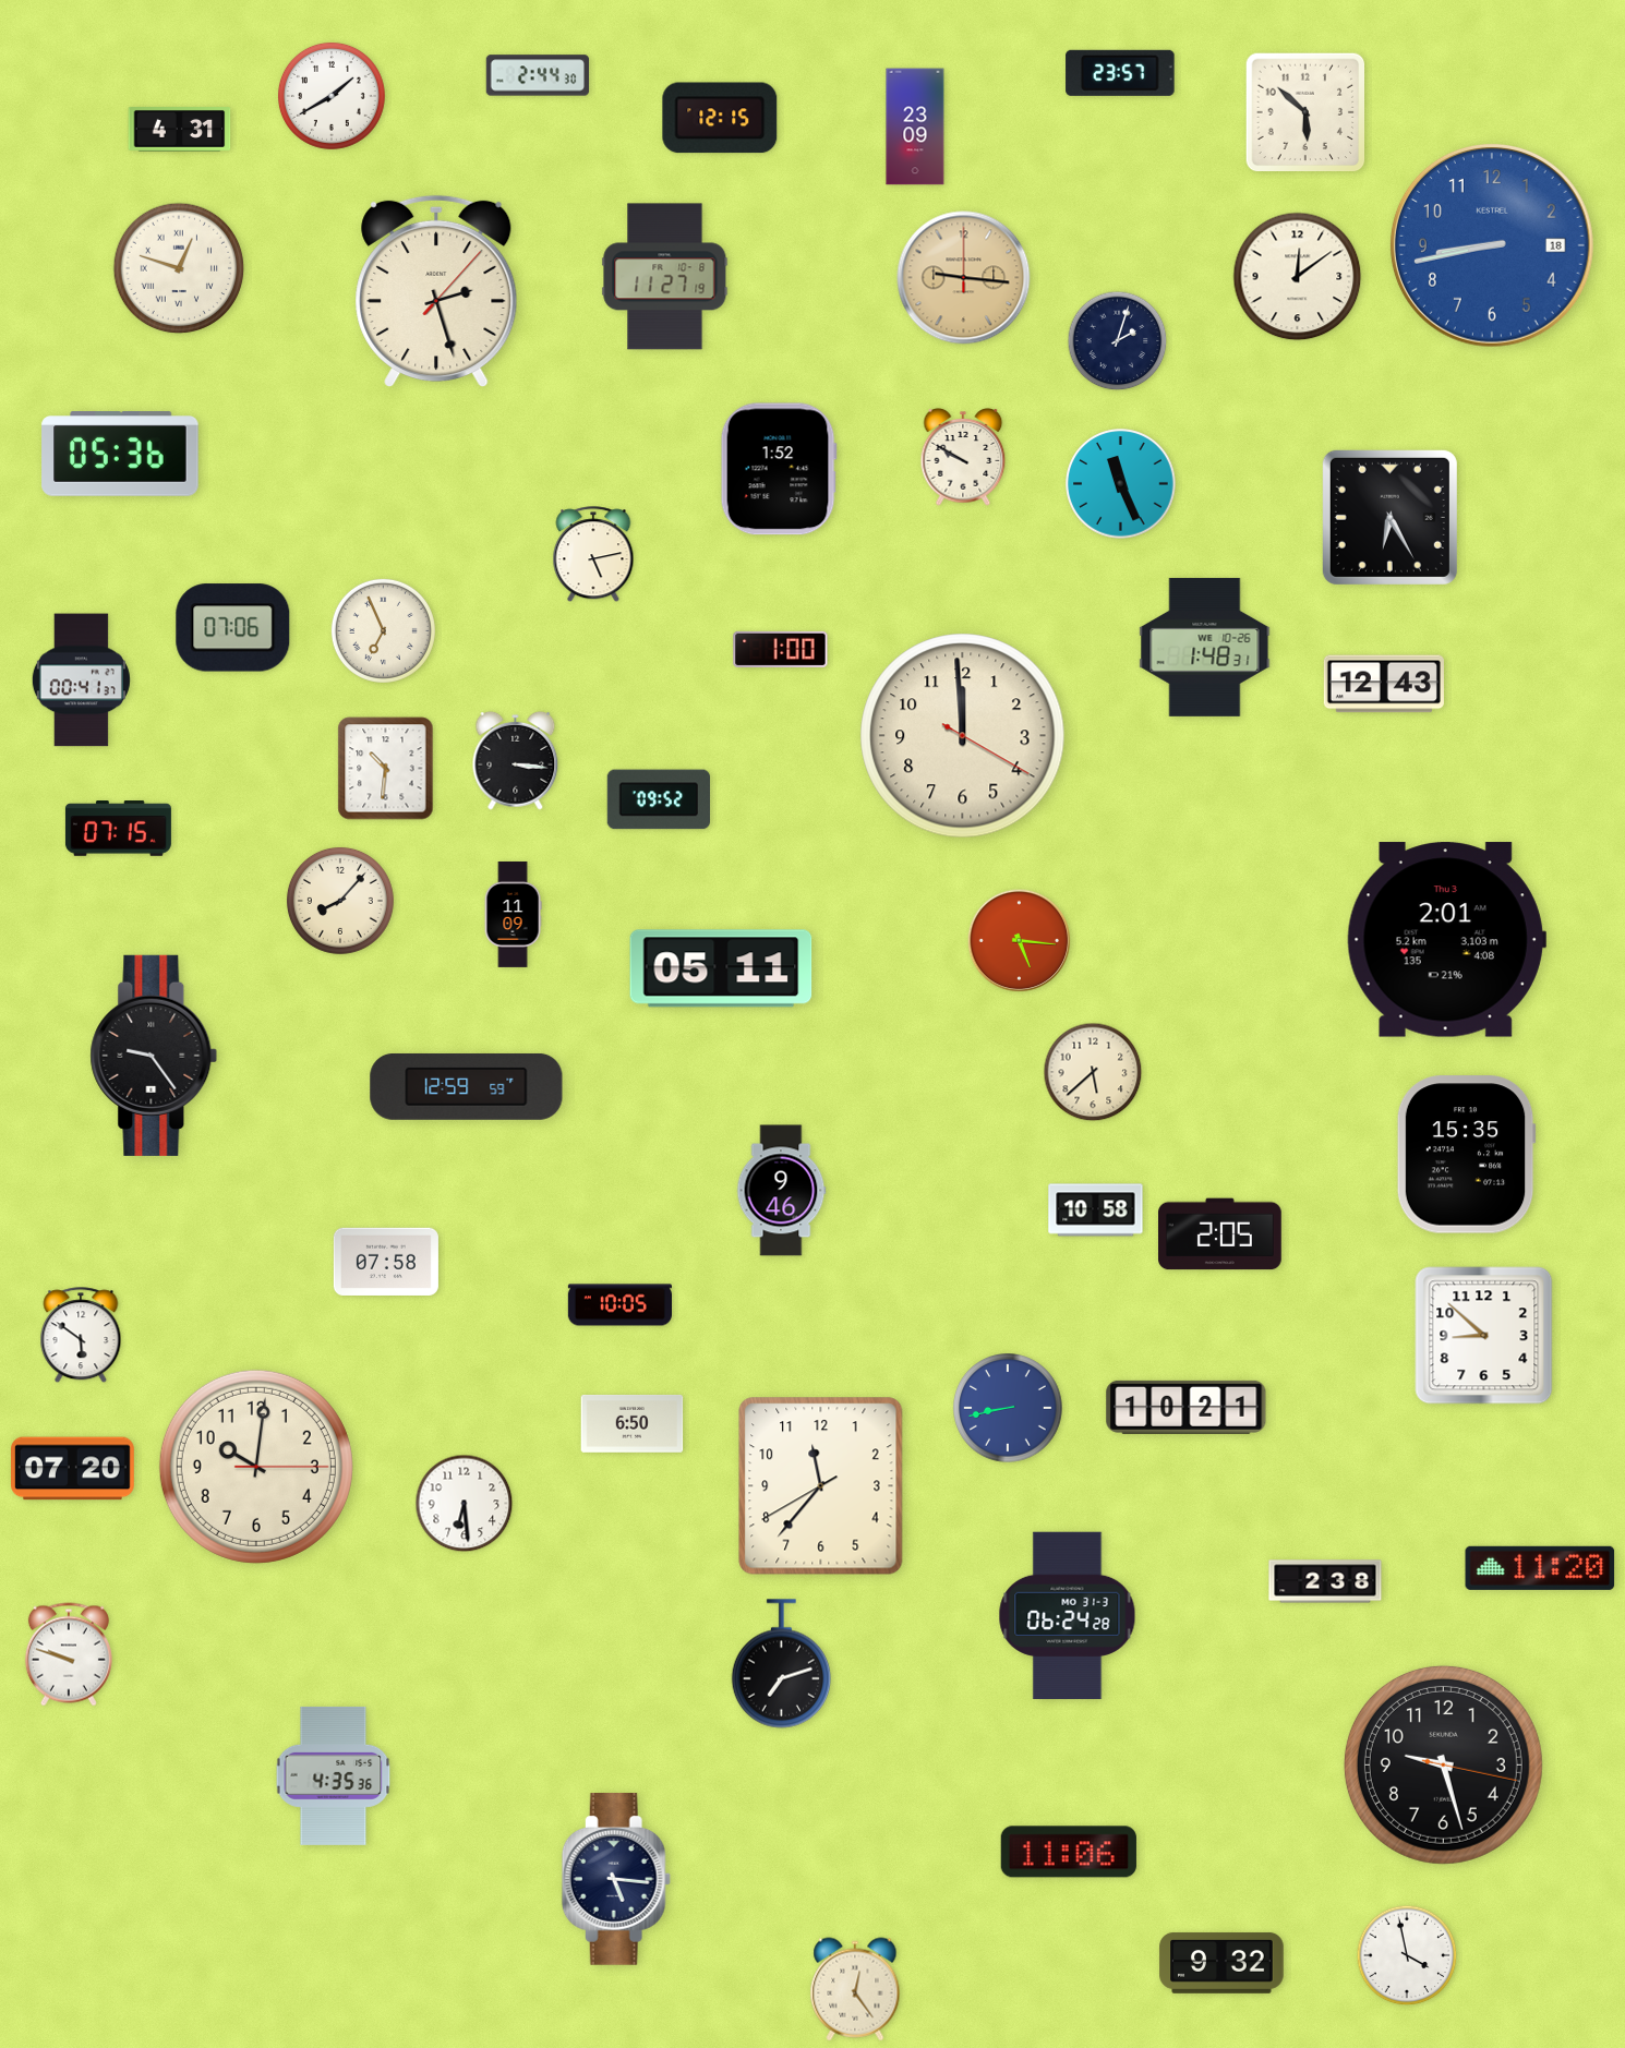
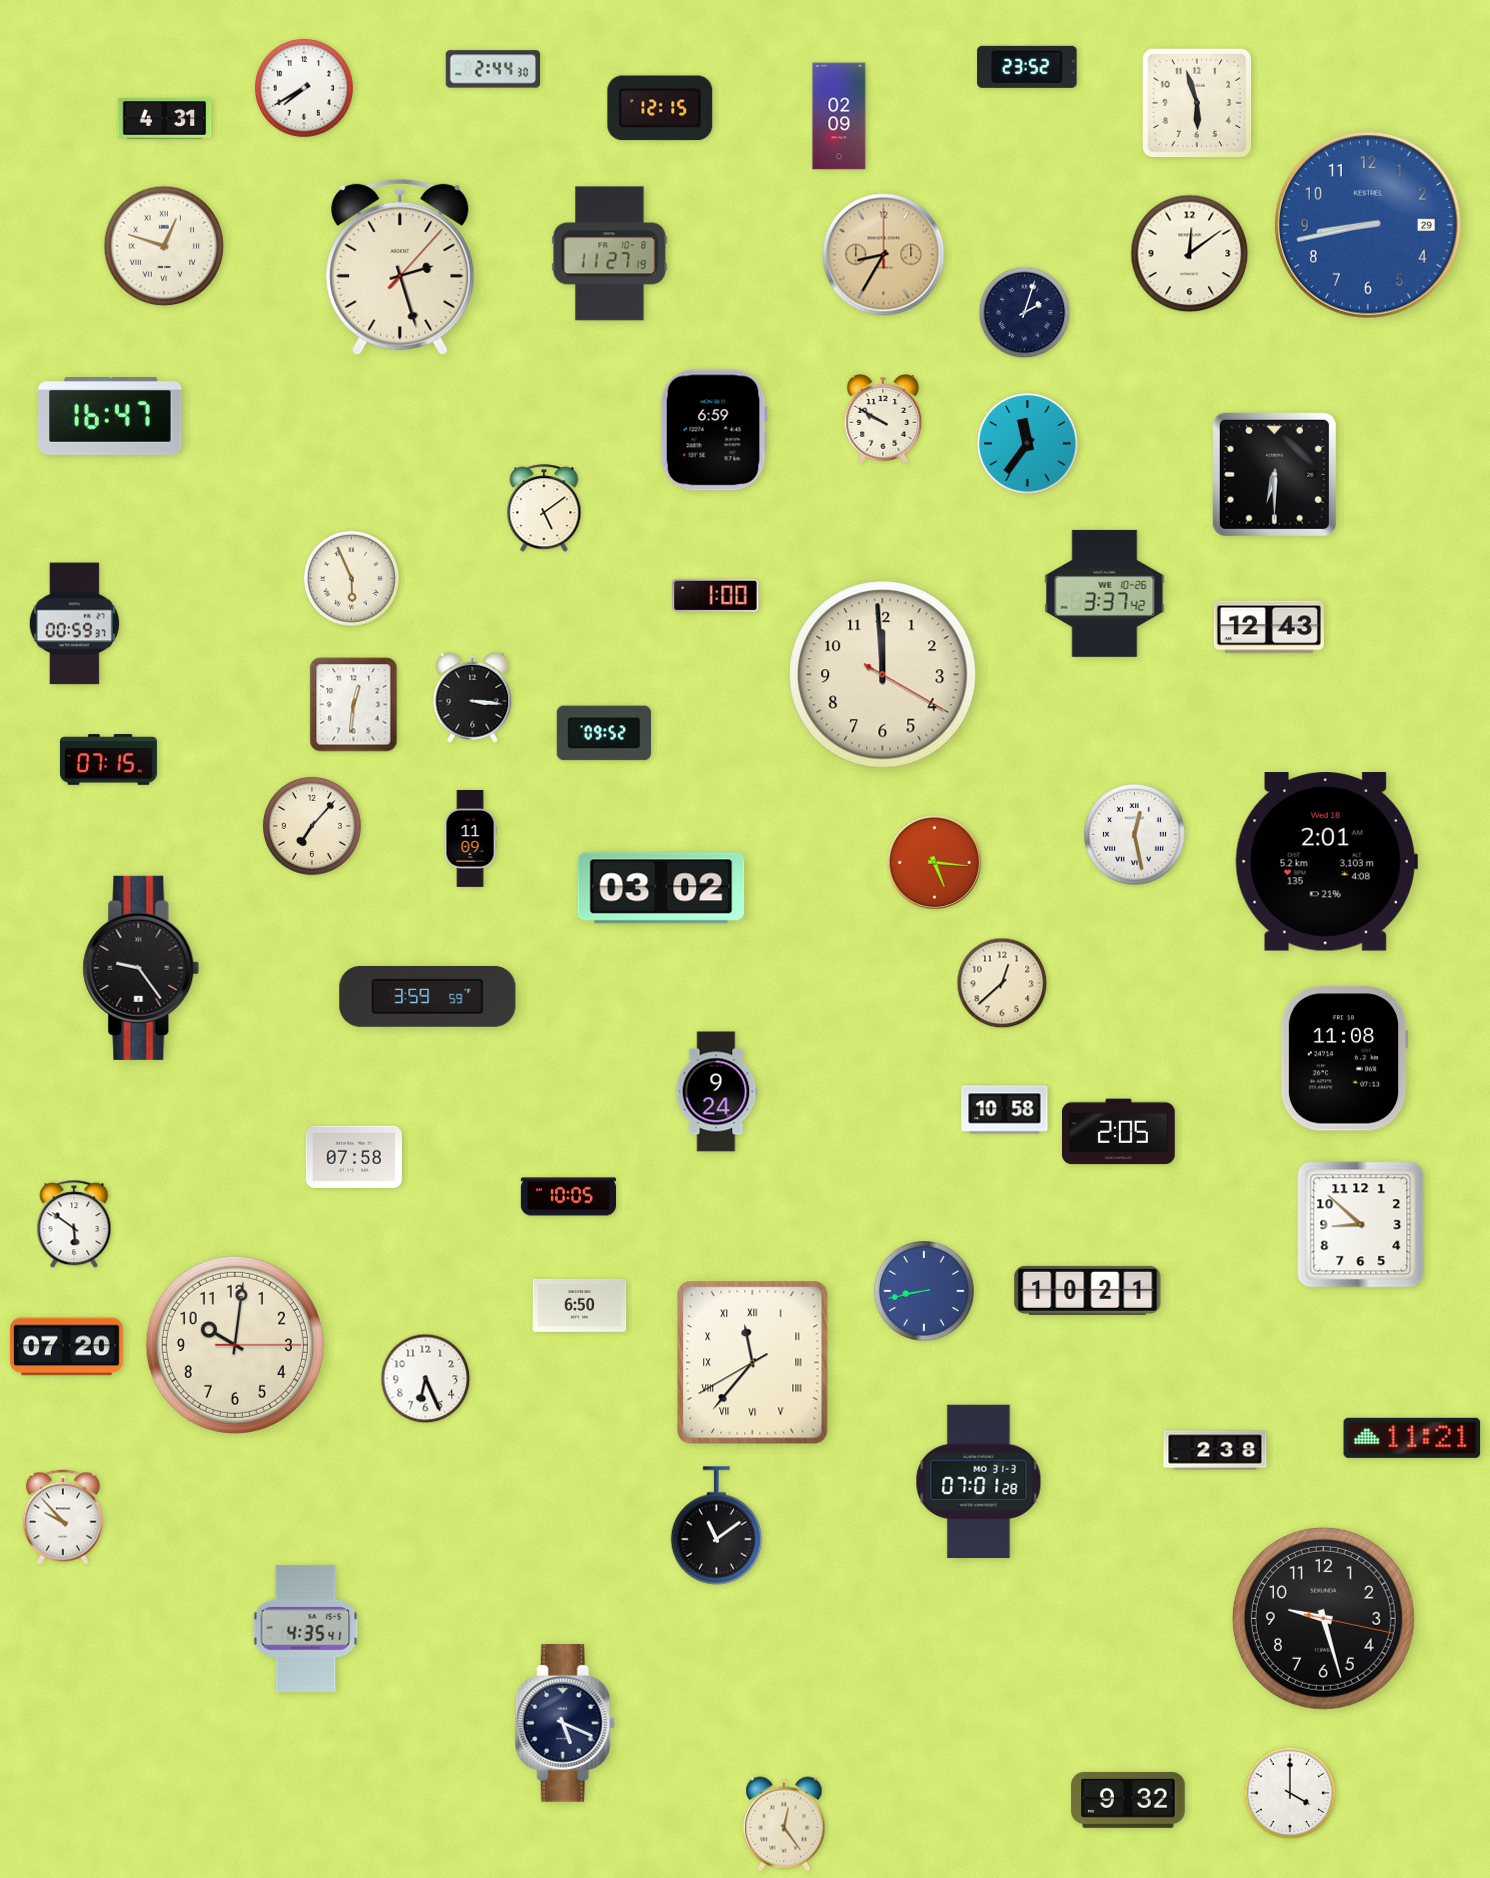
clock at (1120, 73): 23:57 -> 23:52
clock at (332, 96): 1:40 -> 7:40
clock at (1305, 112): 5:52 -> 5:57
clock at (915, 127): 23:09 -> 02:09
clock at (1492, 245) date: 18 -> 29
clock at (964, 278): 9:16 -> 8:35
clock at (120, 455): 05:36 -> 16:47
clock at (779, 469): 1:52 -> 6:59
clock at (1121, 484): 11:26 -> 11:36
clock at (1389, 517): 6:25 -> 6:30
clock at (593, 555): 5:13 -> 5:09
clock at (233, 628): 07:06 -> none
clock at (383, 630): 6:56 -> 5:56
clock at (1205, 647): 1:48 -> 3:37
clock at (81, 680): 00:41 -> 00:59
clock at (386, 769): 10:31 -> 12:31
clock at (340, 901): 8:07 -> 7:07
clock at (1135, 835): none -> 12:28
clock at (1446, 940) date: Thu 3 -> Wed 18
clock at (721, 968): 05:11 -> 03:02
clock at (1093, 1072): 5:38 -> 12:38
clock at (467, 1086): 12:59 -> 3:59
clock at (1466, 1155): 15:35 -> 11:08
clock at (781, 1191): 9:46 -> 9:24
clock at (821, 1486) numerals: Arabic -> Roman
clock at (465, 1504): 6:29 -> 6:26
clock at (1540, 1568): 11:20 -> 11:21
clock at (1068, 1616): 06:24 -> 07:01
clock at (69, 1654): 9:48 -> 9:53
clock at (782, 1664): 7:12 -> 11:09
clock at (334, 1775): 4:35:36 -> 4:35:41
clock at (1069, 1852): 11:06 -> none
clock at (616, 1880): 5:16 -> 5:19
clock at (1407, 1955): 3:58 -> 4:00
clock at (1221, 1963) position: (1221, 1963) -> (1128, 1800)
